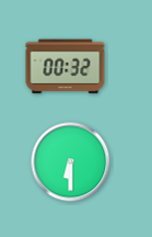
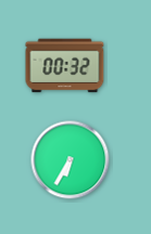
clock at (71, 162): 6:30 -> 6:35
